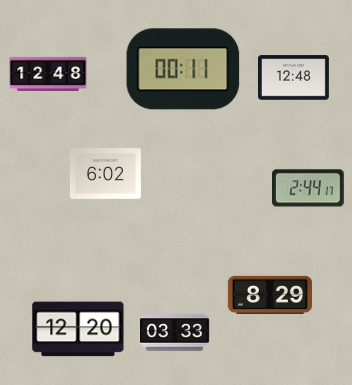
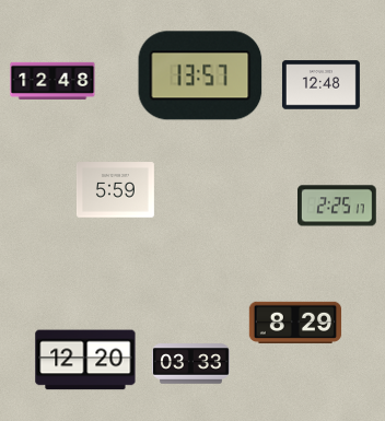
clock at (183, 69): 00:11 -> 13:57
clock at (105, 174): 6:02 -> 5:59
clock at (309, 188): 2:44 -> 2:25
